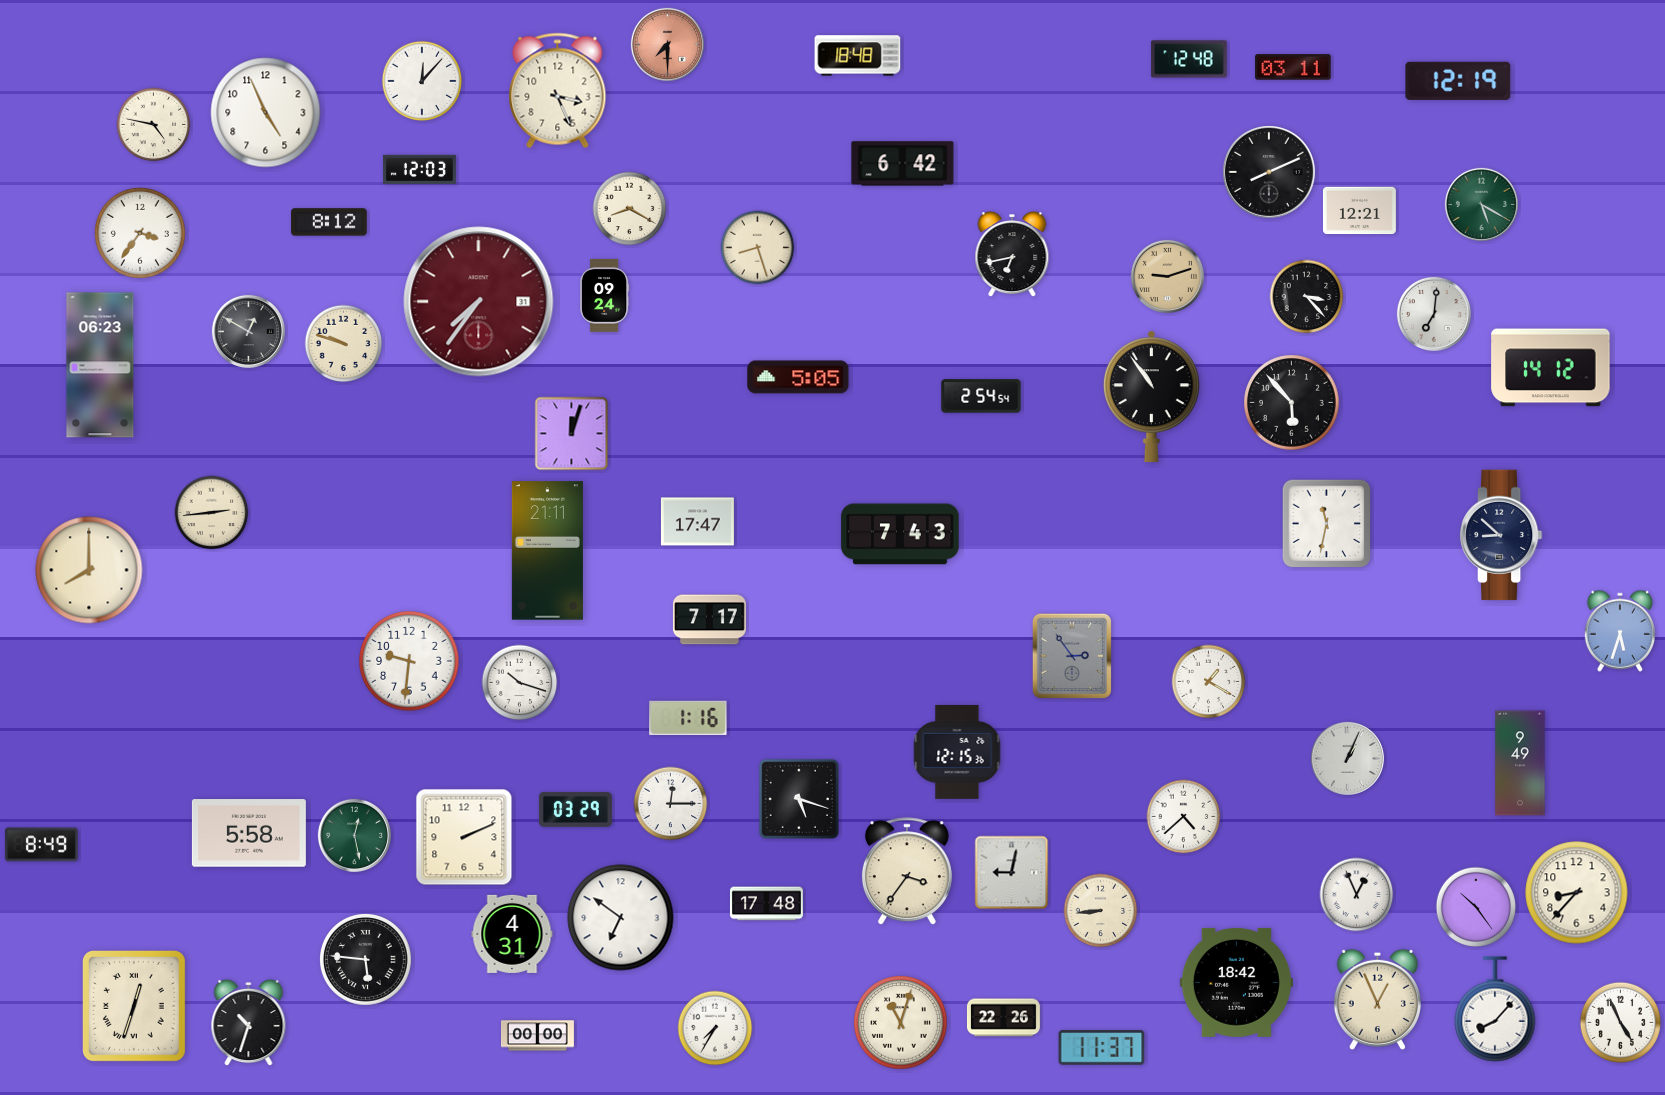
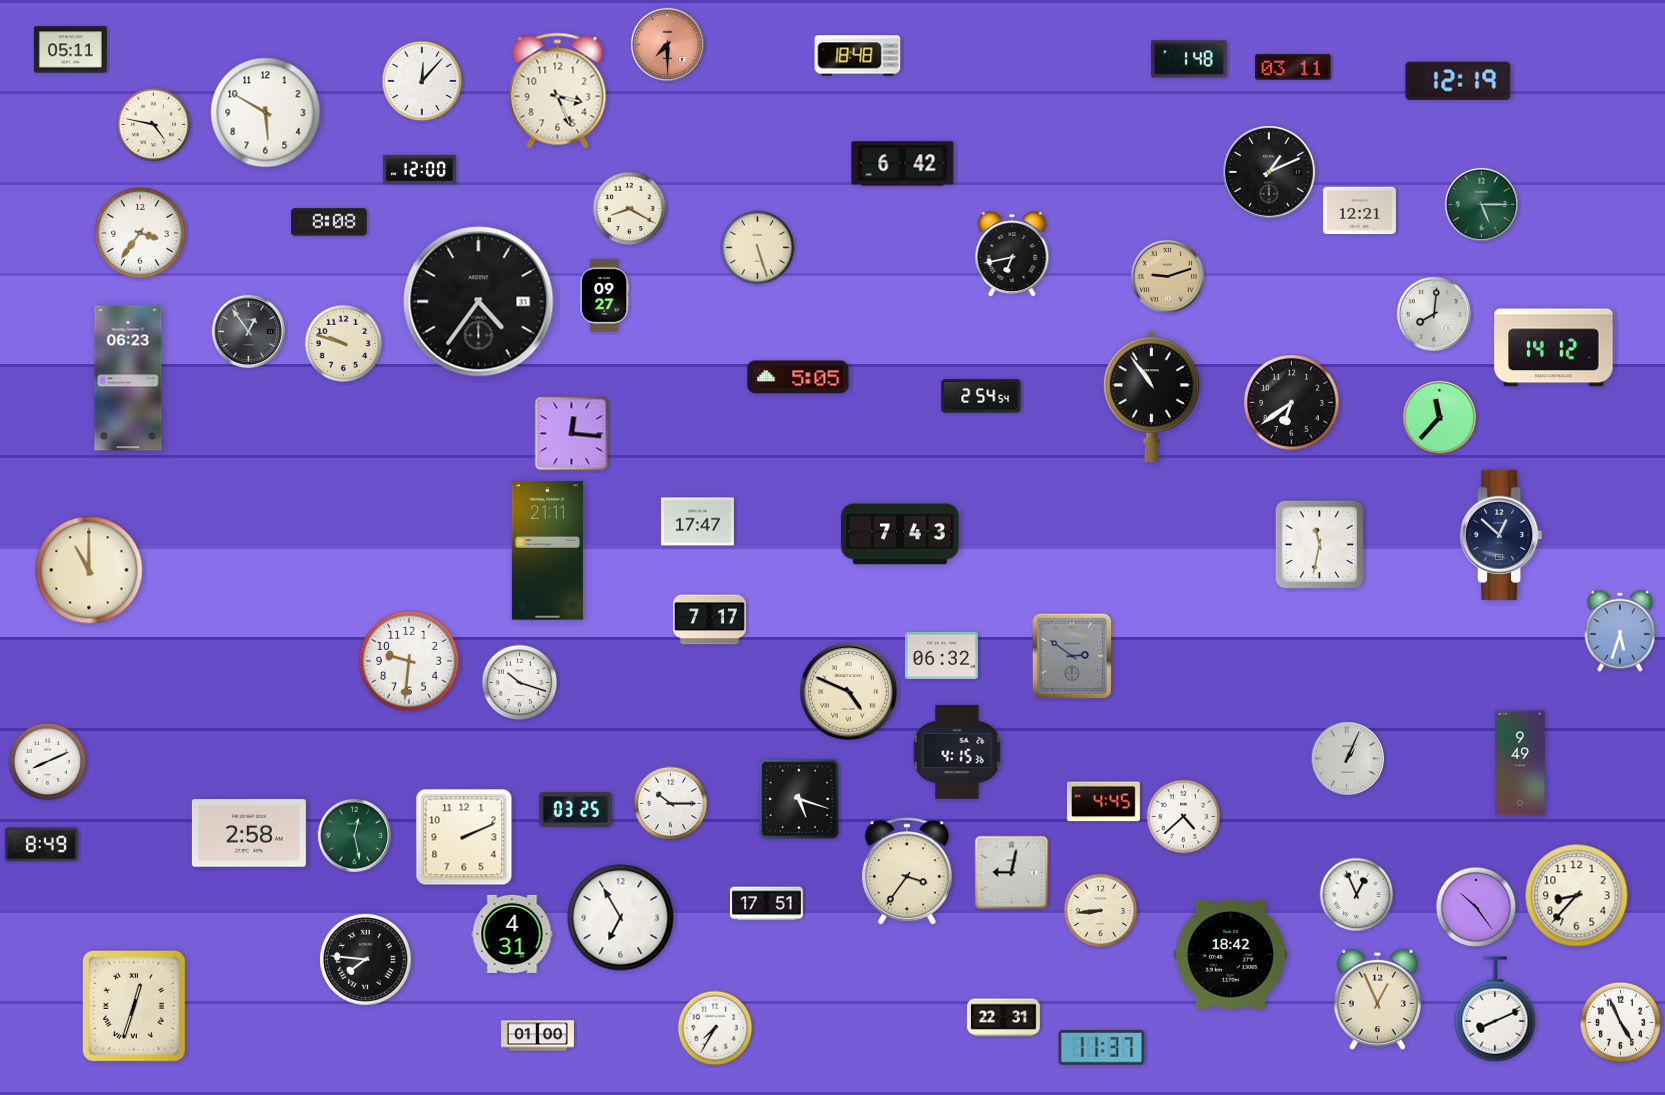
clock at (70, 50): none -> 05:11
clock at (1189, 59): 12:48 -> 1:48
clock at (266, 113): 4:56 -> 5:50
clock at (419, 169): 12:03 -> 12:00
clock at (1269, 172): 8:11 -> 1:11
clock at (1481, 204): 5:20 -> 5:15
clock at (329, 222): 8:12 -> 8:08
clock at (758, 248): 8:27 -> 5:27
clock at (604, 295): 09:24 -> 09:27
clock at (1307, 297): 3:23 -> none
clock at (479, 302): 7:36 -> 4:36
clock at (479, 302) dial: burgundy -> black
clock at (1434, 314): 7:01 -> 8:01
clock at (248, 331): 12:50 -> 12:54
clock at (100, 365) position: (100, 365) -> (128, 378)
clock at (1551, 368) position: (1551, 368) -> (1554, 348)
clock at (1292, 403): 5:53 -> 6:39
clock at (1439, 417): none -> 11:37
clock at (572, 434): 12:03 -> 12:16
clock at (212, 513): 2:44 -> none
clock at (1327, 524) position: (1327, 524) -> (1320, 545)
clock at (1501, 535): 8:52 -> 12:52
clock at (89, 570): 8:00 -> 11:00
clock at (941, 655): none -> 06:32
clock at (1072, 656): 2:54 -> 2:51
clock at (1209, 682): 1:20 -> none
clock at (849, 692): none -> 4:49
clock at (688, 718): 1:16 -> none
clock at (957, 752): 12:15 -> 4:15
clock at (48, 762): none -> 8:11
clock at (1103, 802): none -> 4:45
clock at (671, 804): 12:15 -> 10:15
clock at (575, 809): 03:29 -> 03:25
clock at (249, 833): 5:58 -> 2:58
clock at (1577, 893) position: (1577, 893) -> (1577, 896)
clock at (766, 904): 17:48 -> 17:51
clock at (621, 918): 6:51 -> 6:55
clock at (366, 960): 5:46 -> 7:46
clock at (1236, 982) position: (1236, 982) -> (1230, 954)
clock at (1495, 1009): 8:07 -> 8:11
clock at (1003, 1018): 22:26 -> 22:31
clock at (249, 1023): 10:33 -> none
clock at (901, 1023): 11:03 -> none
clock at (537, 1036): 00:00 -> 01:00
